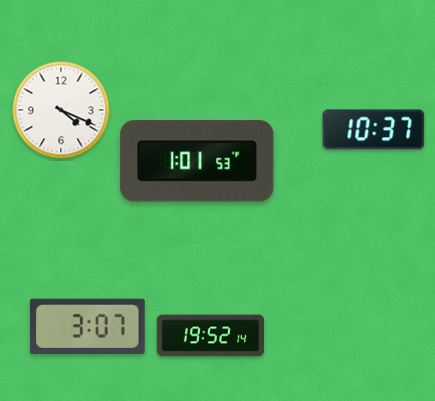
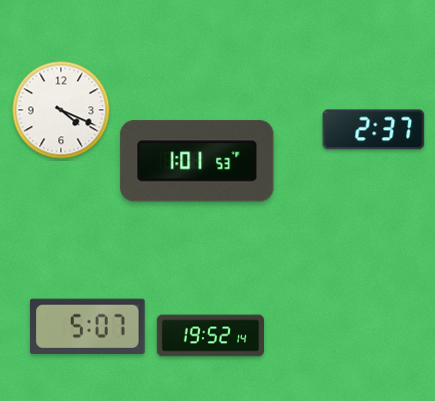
clock at (374, 130): 10:37 -> 2:37
clock at (87, 327): 3:07 -> 5:07
